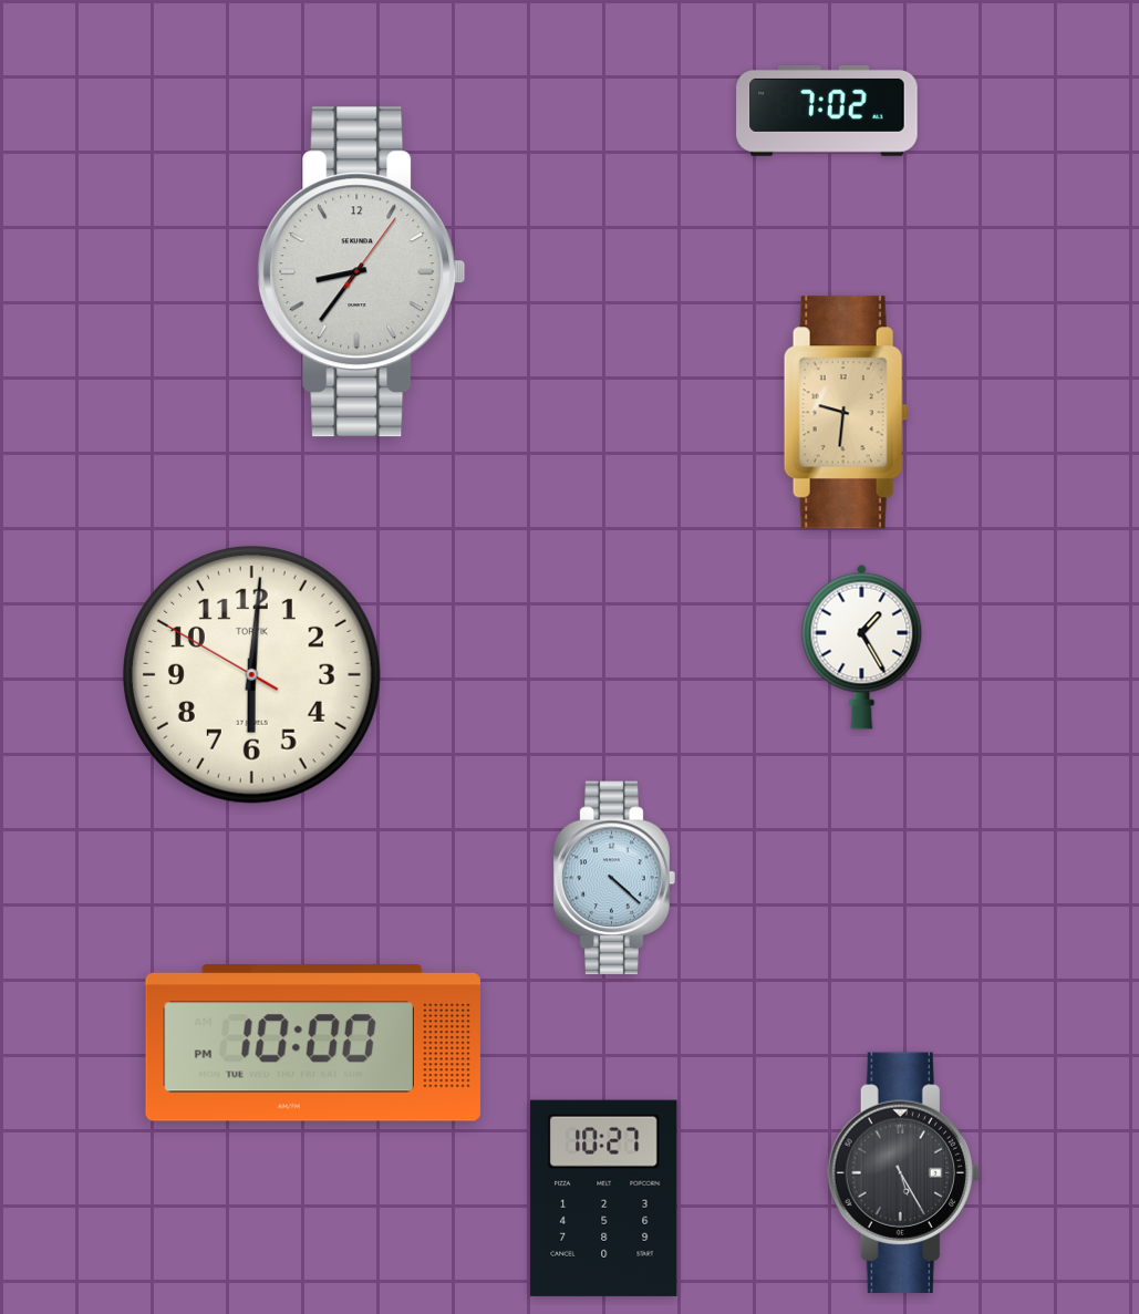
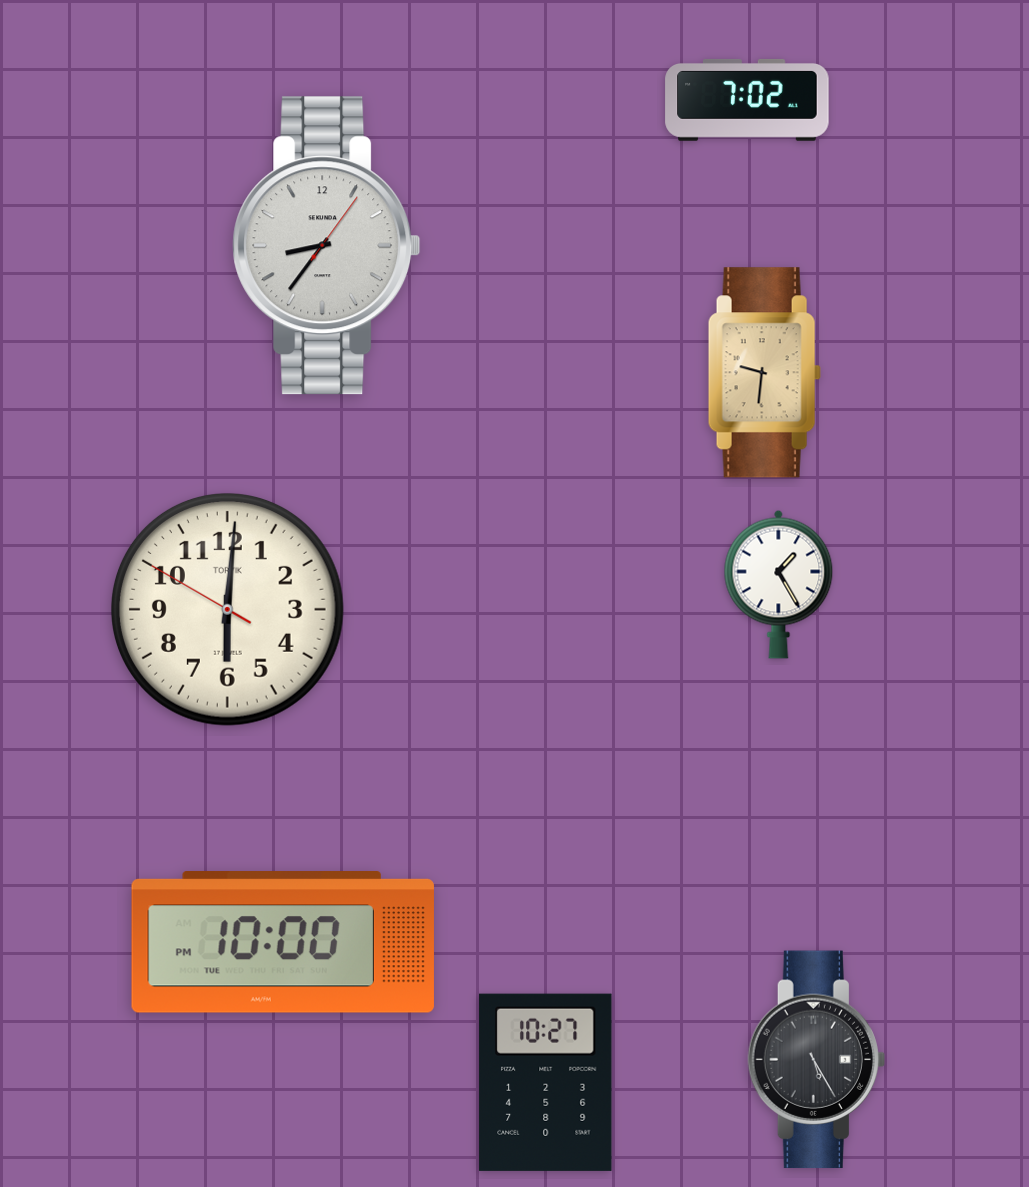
clock at (614, 878): 4:22 -> none
